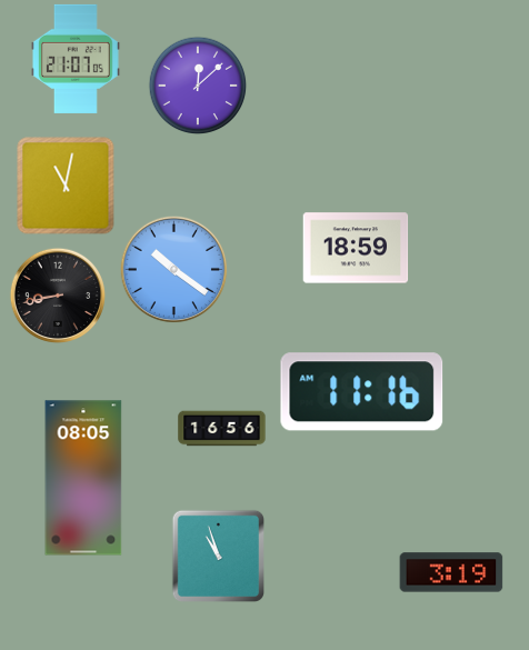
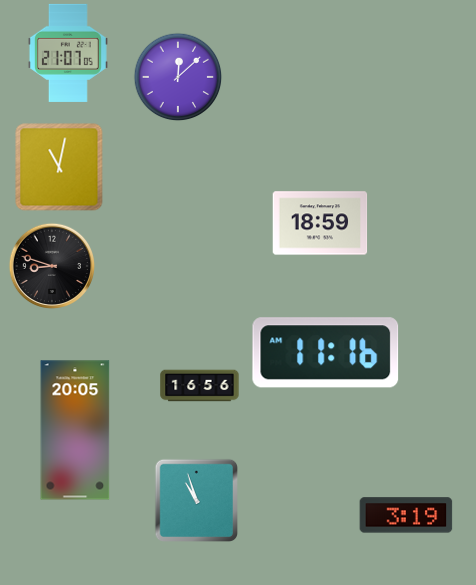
clock at (174, 270): 10:21 -> none
clock at (57, 294): 8:43 -> 8:48
clock at (83, 478): 08:05 -> 20:05
